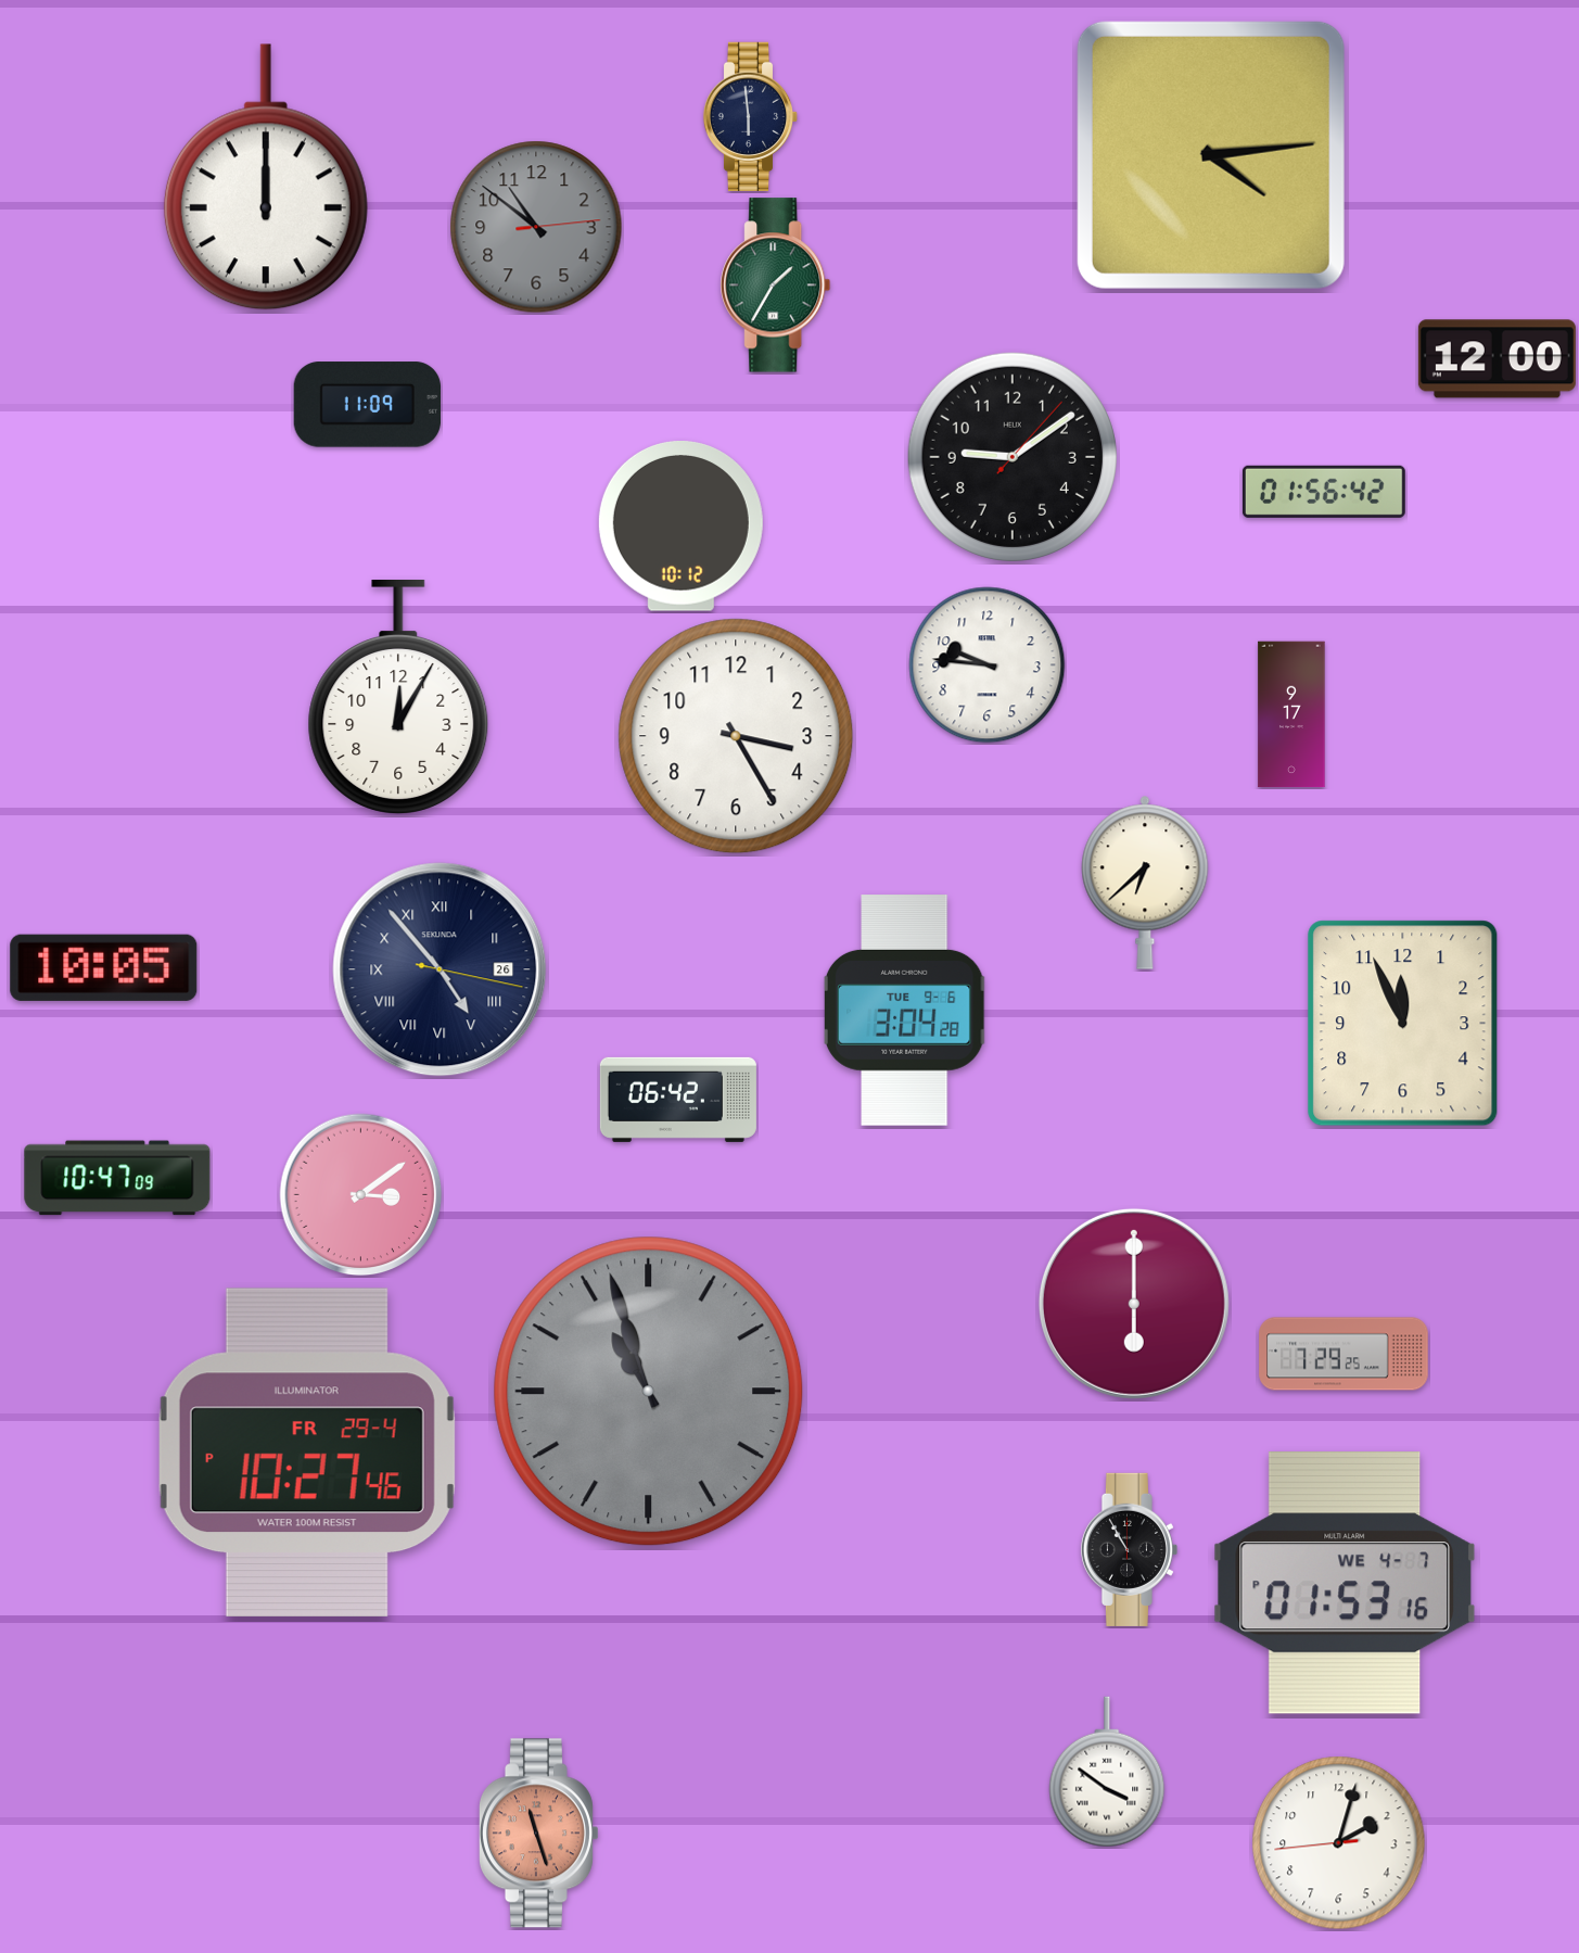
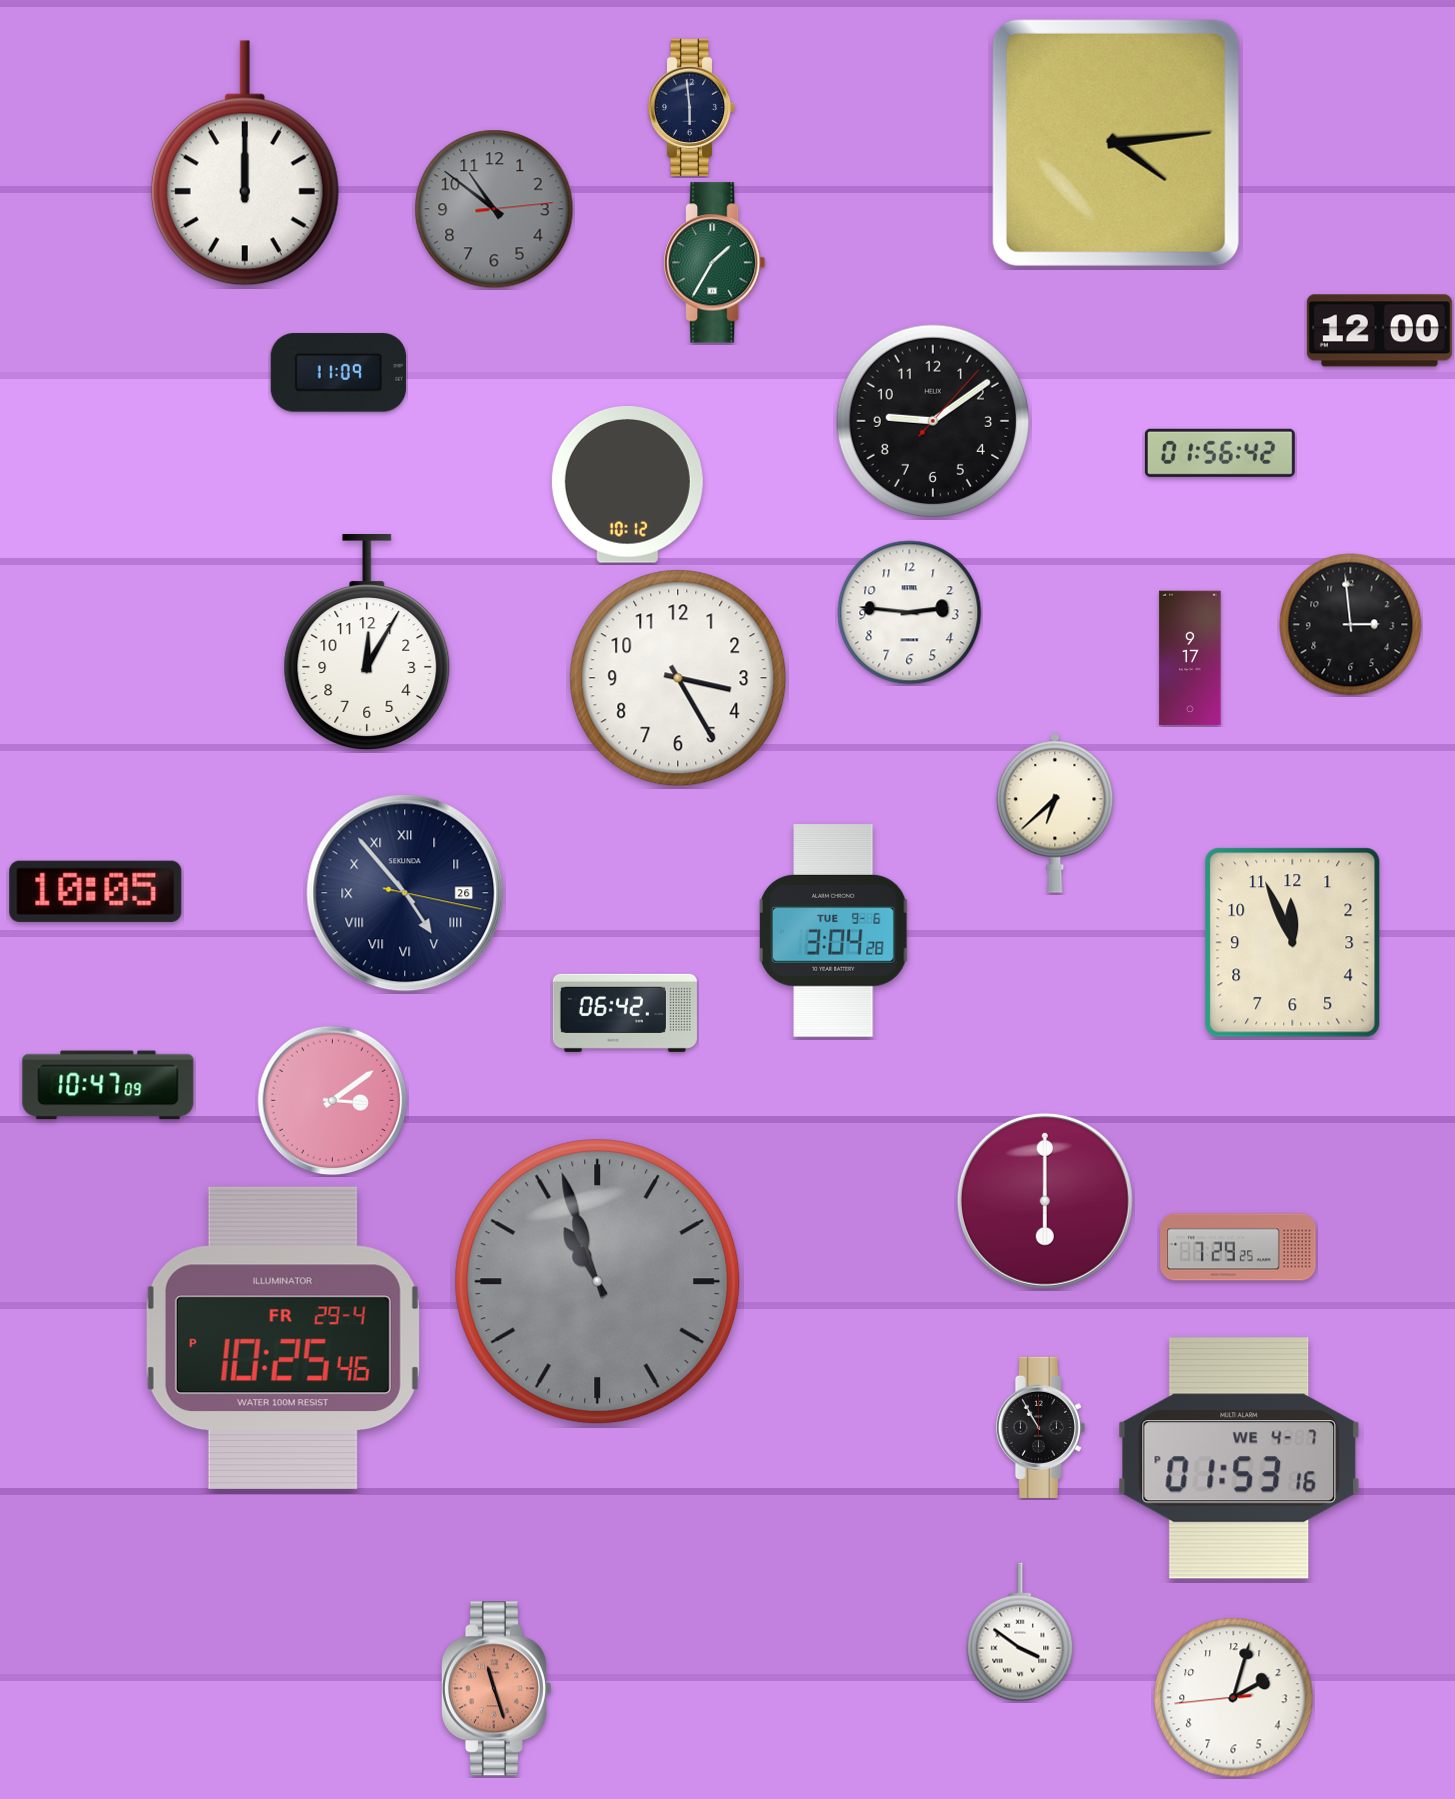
clock at (988, 665): 9:46 -> 2:46
clock at (1351, 625): none -> 2:59
clock at (307, 1453): 10:27 -> 10:25
